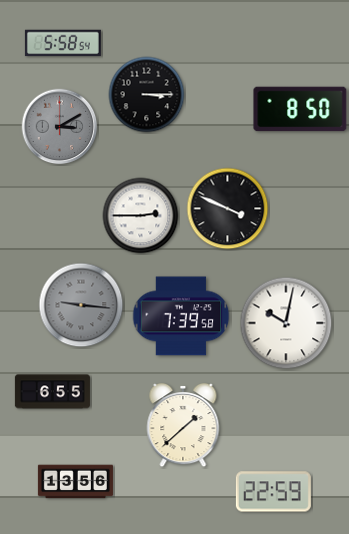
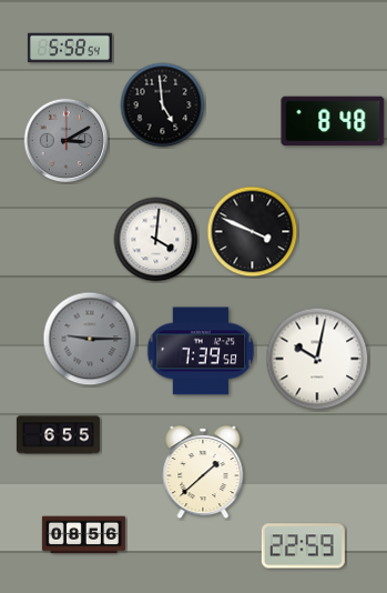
clock at (147, 95): 3:15 -> 4:59
clock at (300, 109): 8:50 -> 8:48
clock at (141, 216): 2:45 -> 4:01
clock at (81, 305): 9:16 -> 9:15
clock at (75, 482): 13:56 -> 08:56
